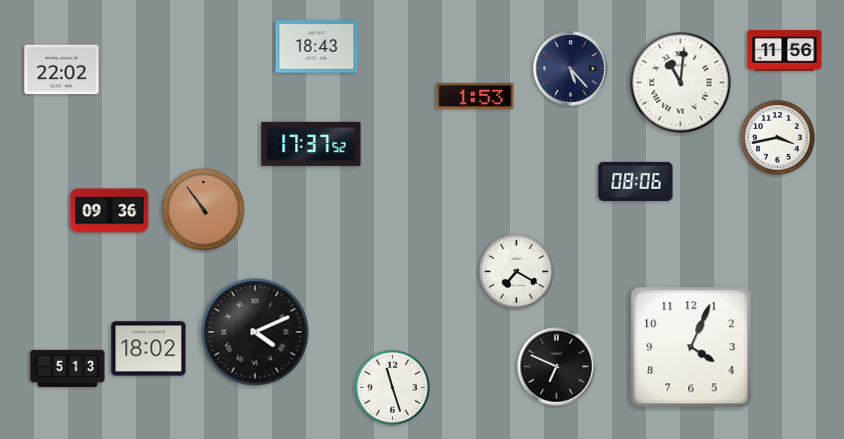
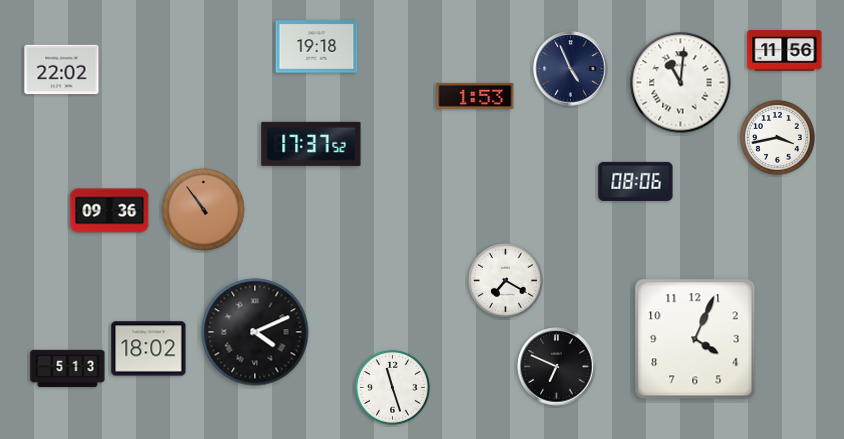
clock at (317, 47): 18:43 -> 19:18
clock at (571, 69): 5:23 -> 4:56
clock at (516, 271) position: (516, 271) -> (505, 280)
clock at (691, 347) position: (691, 347) -> (695, 339)
